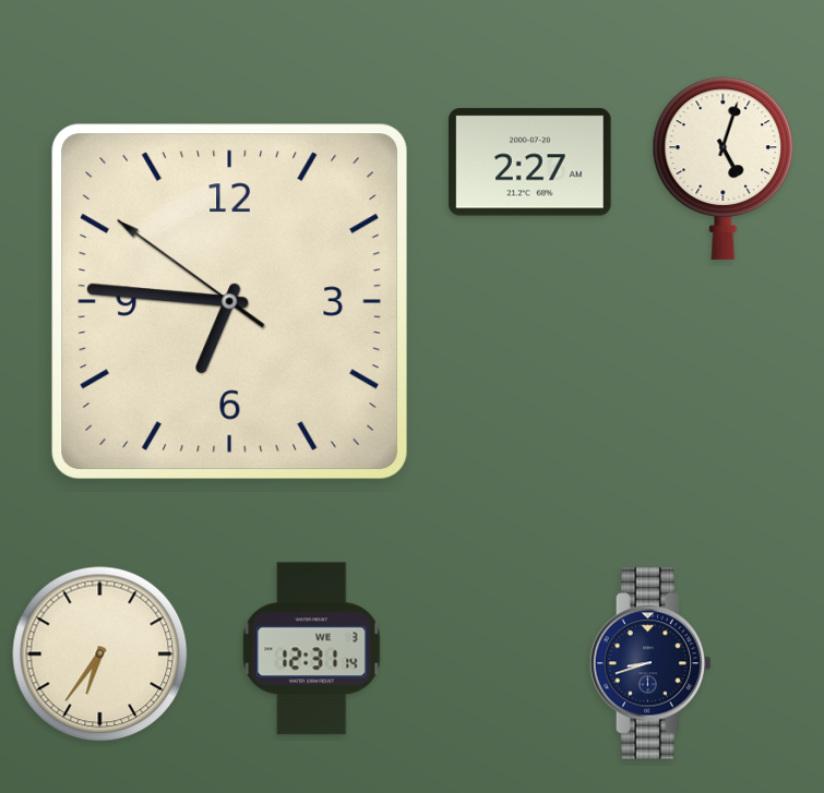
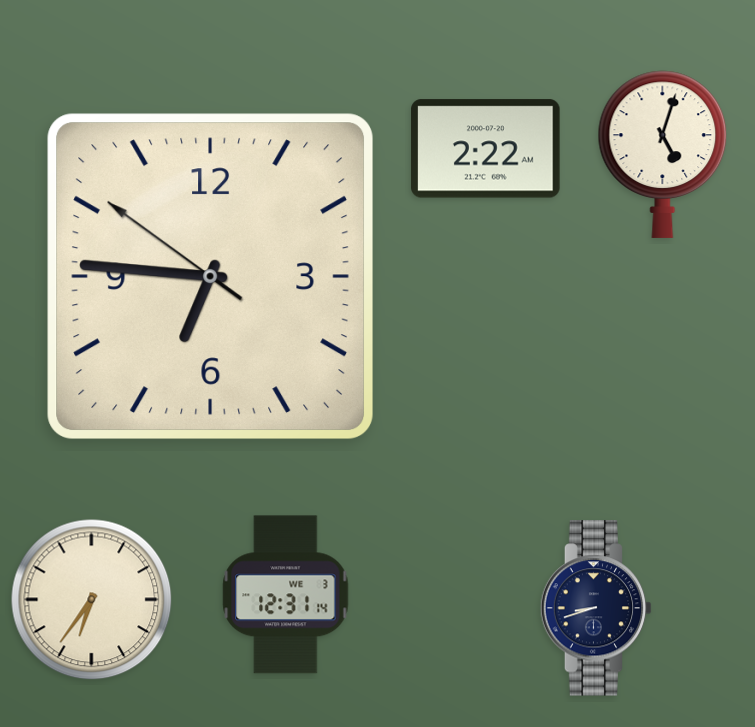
clock at (530, 163): 2:27 -> 2:22
